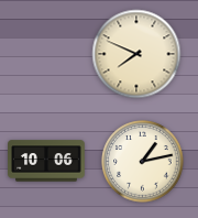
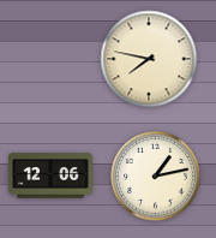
clock at (136, 54): 7:49 -> 7:47
clock at (46, 161): 10:06 -> 12:06
